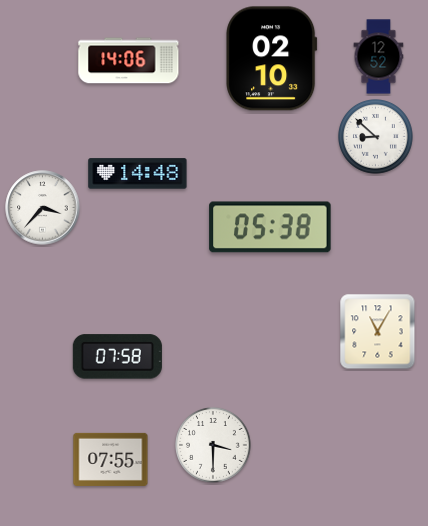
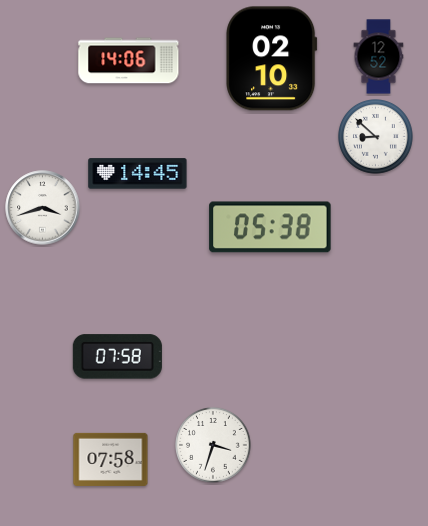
clock at (138, 174): 14:48 -> 14:45
clock at (43, 208): 3:37 -> 3:42
clock at (378, 332): 11:05 -> none
clock at (214, 446): 3:30 -> 3:33
clock at (111, 459): 07:55 -> 07:58
